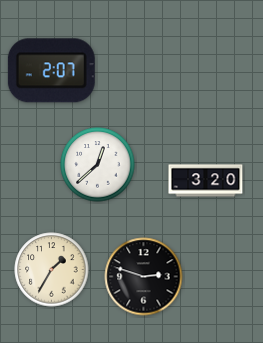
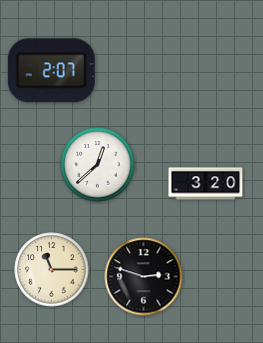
clock at (206, 181) position: (206, 181) -> (206, 184)
clock at (52, 270): 1:35 -> 11:15
